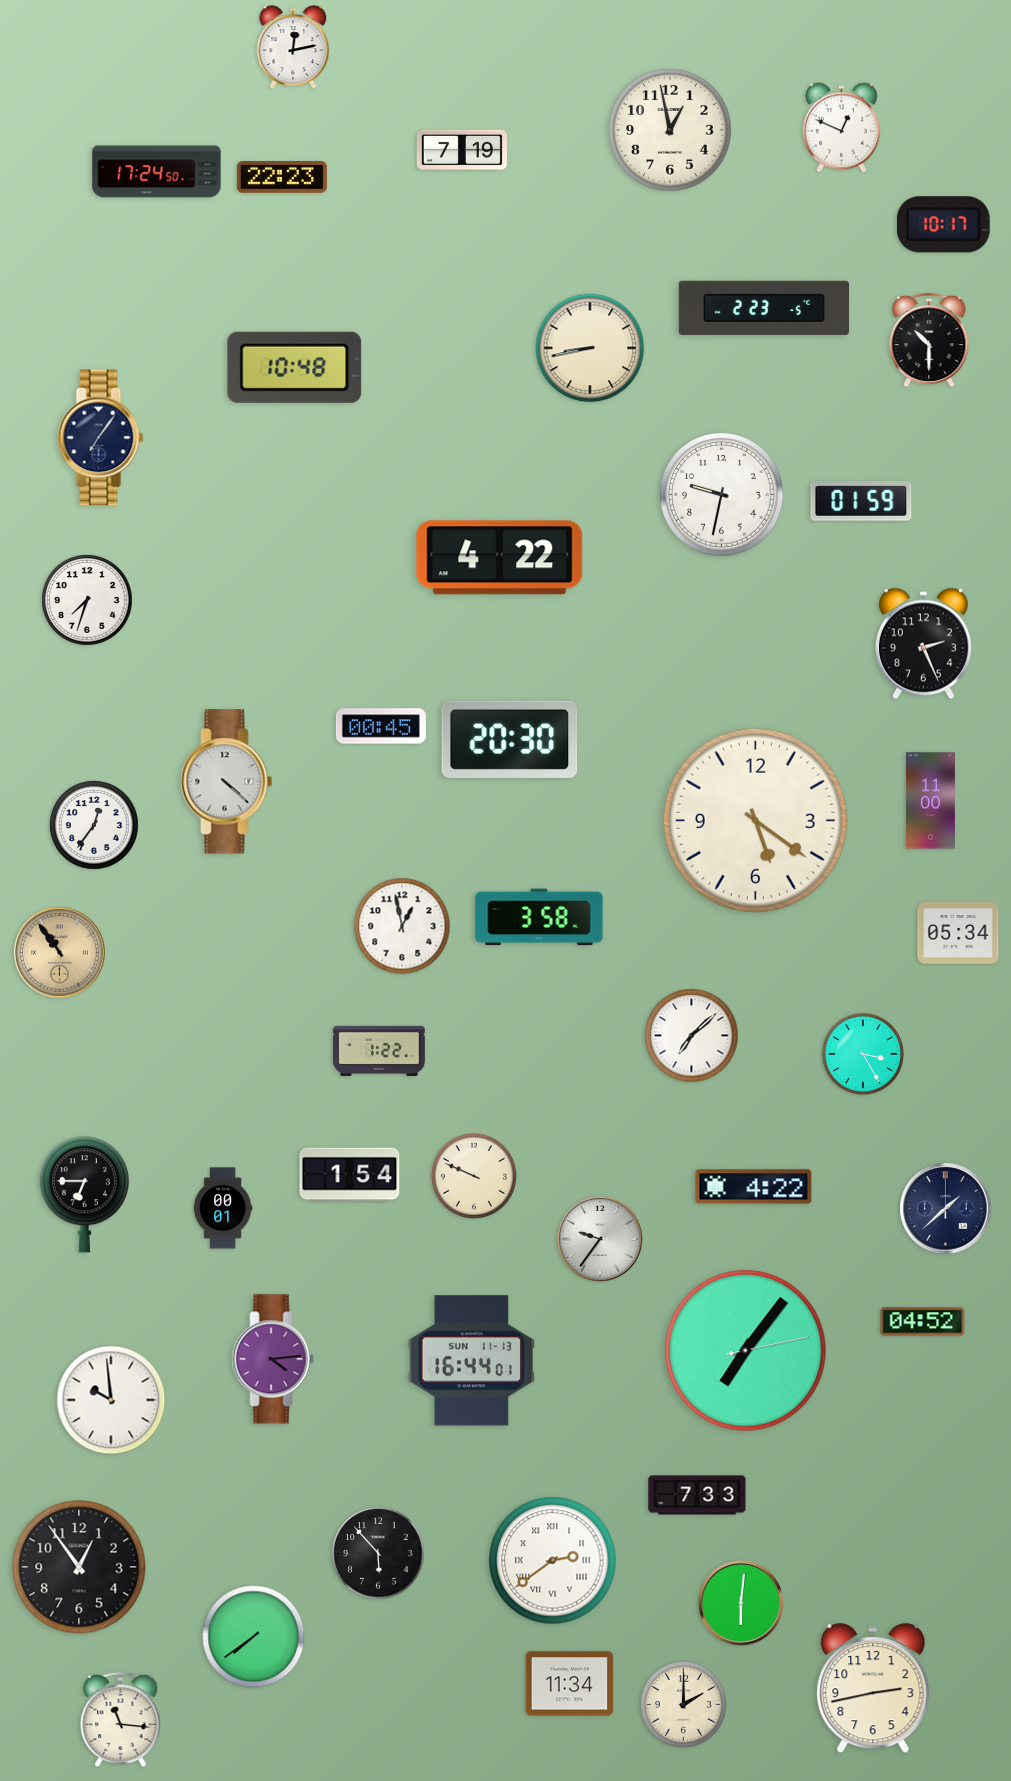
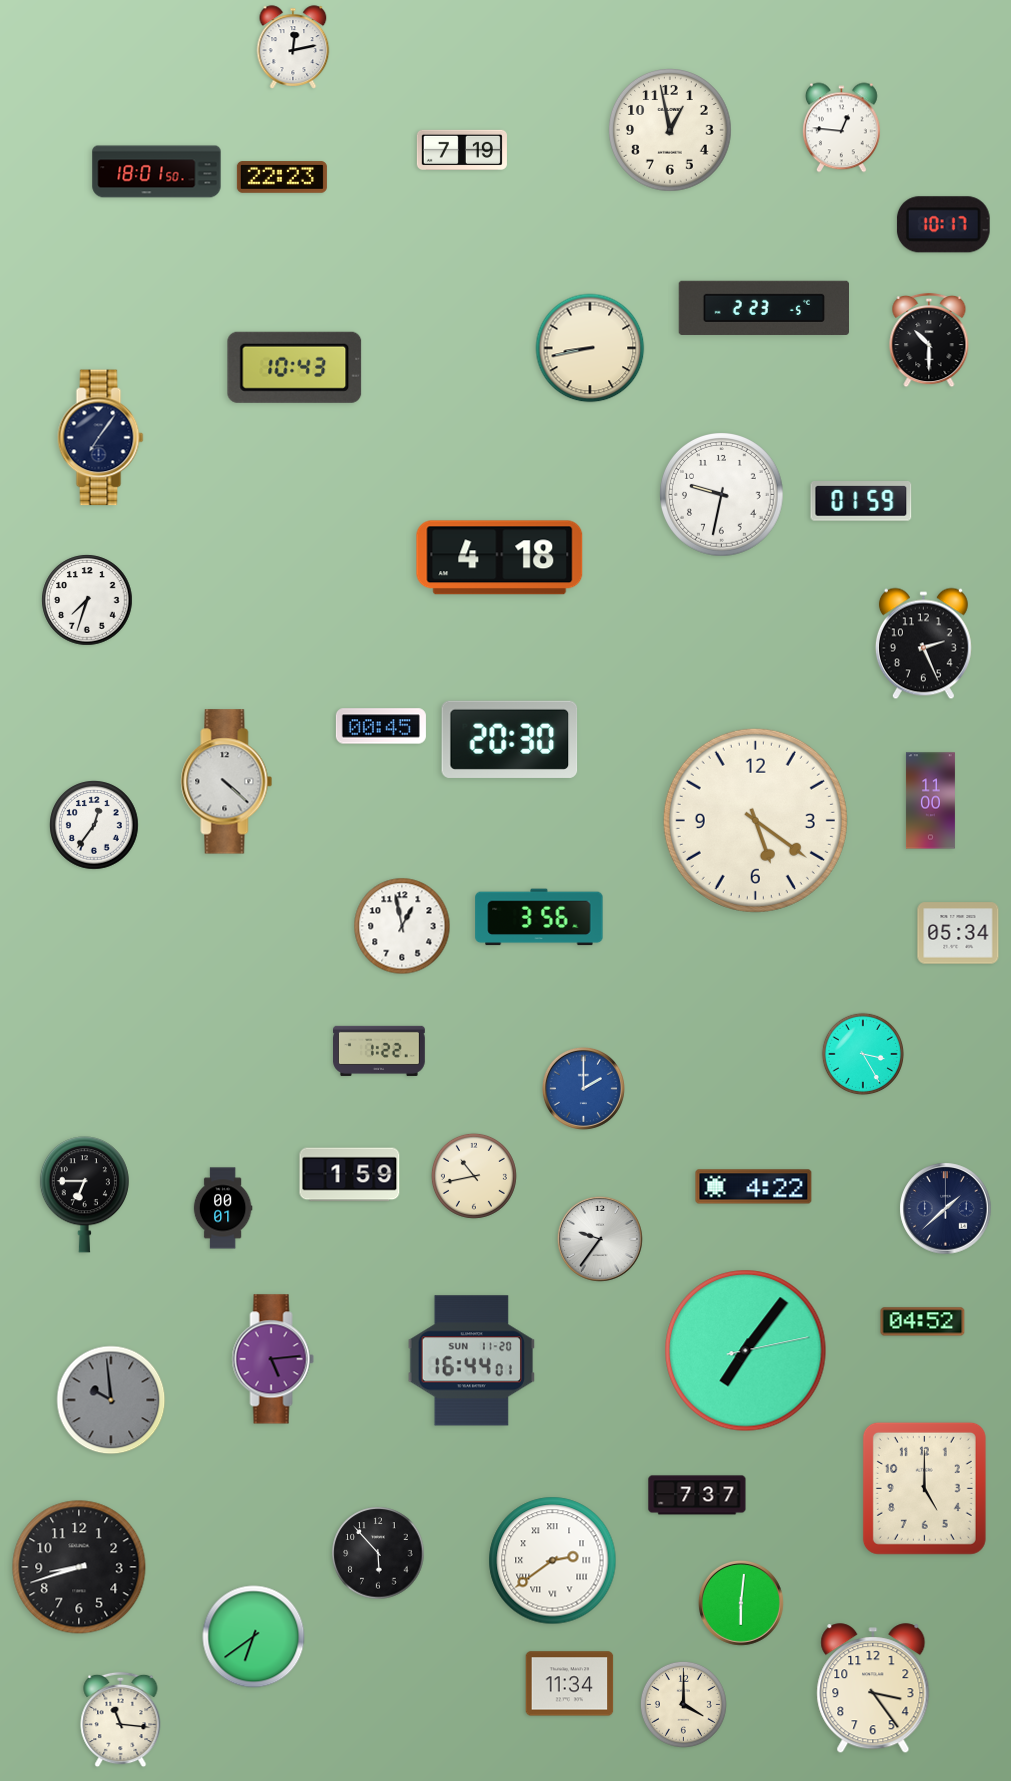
clock at (841, 128): 12:49 -> 12:46
clock at (157, 172): 17:24 -> 18:01
clock at (295, 367): 10:48 -> 10:43
clock at (500, 558): 4:22 -> 4:18
clock at (539, 917): 3:58 -> 3:56
clock at (60, 953): 10:54 -> none
clock at (692, 1036): 7:08 -> none
clock at (583, 1088): none -> 2:00
clock at (350, 1175): 1:54 -> 1:59
clock at (474, 1176): 9:49 -> 10:43
clock at (273, 1359): 4:14 -> 5:14
clock at (471, 1361) date: SUN 11-13 -> SUN 11-20
clock at (111, 1400) dial: white -> grey
clock at (924, 1488): none -> 5:00
clock at (697, 1495): 7:33 -> 7:37
clock at (79, 1567): 12:54 -> 8:42
clock at (254, 1637): 7:39 -> 6:39
clock at (873, 1689): 2:43 -> 3:24
clock at (683, 1704): 2:00 -> 4:00
